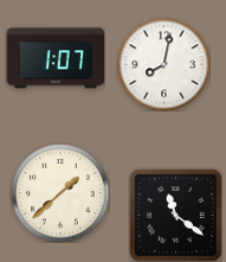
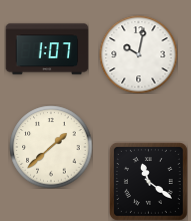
clock at (163, 64): 8:02 -> 10:02
clock at (60, 193) position: (60, 193) -> (51, 147)
